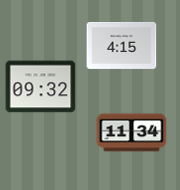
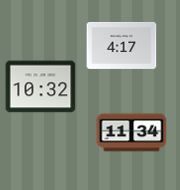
clock at (122, 45): 4:15 -> 4:17
clock at (41, 87): 09:32 -> 10:32
